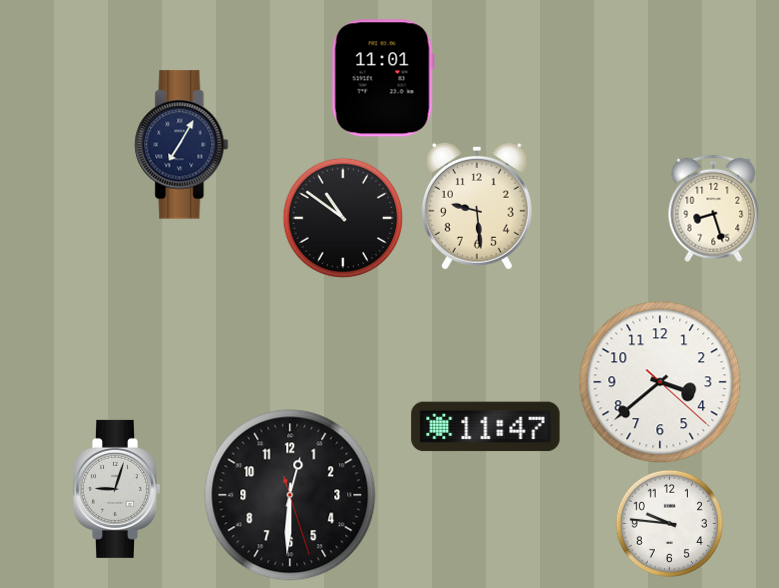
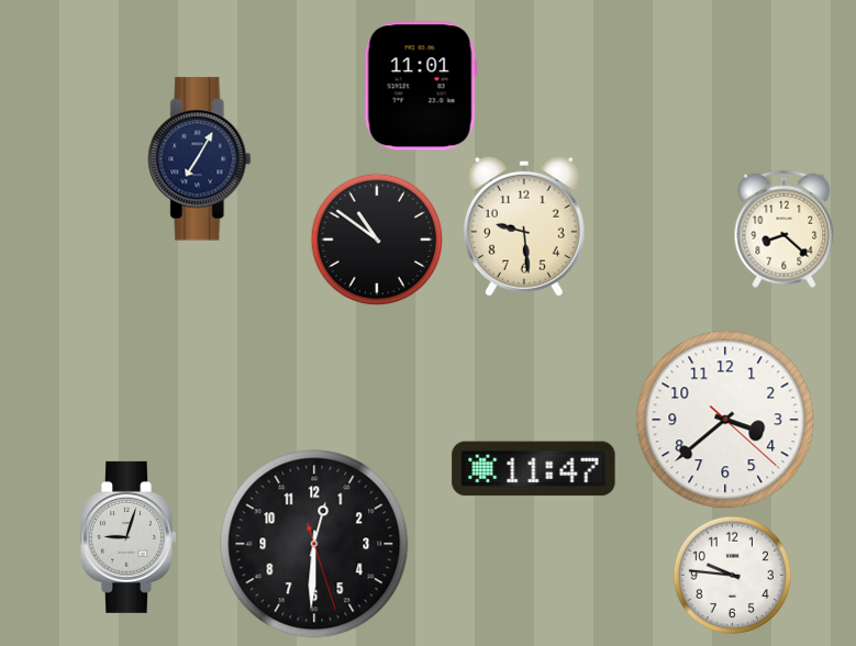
clock at (714, 209): 8:27 -> 8:22
clock at (290, 495) position: (290, 495) -> (314, 544)
clock at (669, 523) position: (669, 523) -> (732, 575)
